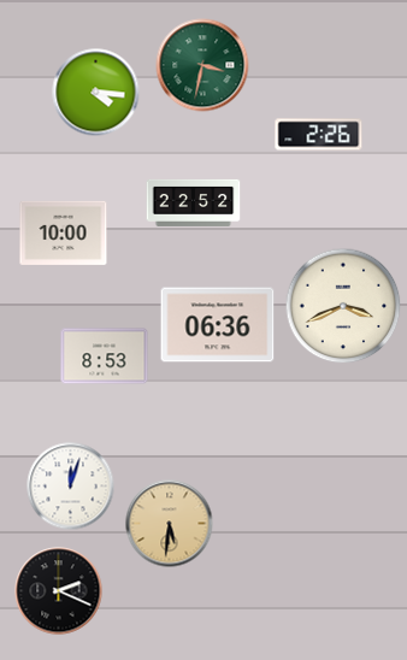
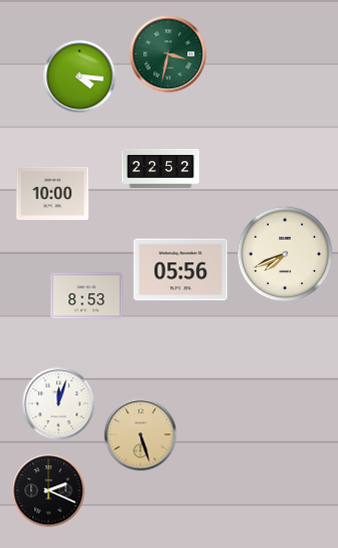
clock at (319, 135): 2:26 -> none
clock at (343, 306): 3:41 -> 7:41
clock at (218, 325): 06:36 -> 05:56
clock at (170, 524): 5:31 -> 5:27
